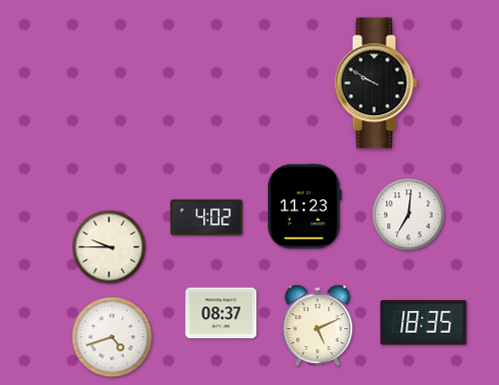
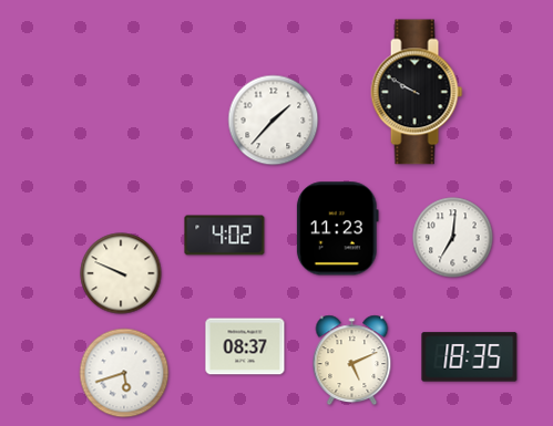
clock at (274, 121): none -> 1:37
clock at (207, 218) position: (207, 218) -> (225, 236)
clock at (109, 247): 9:45 -> 9:49
clock at (112, 337): 4:42 -> 5:42
